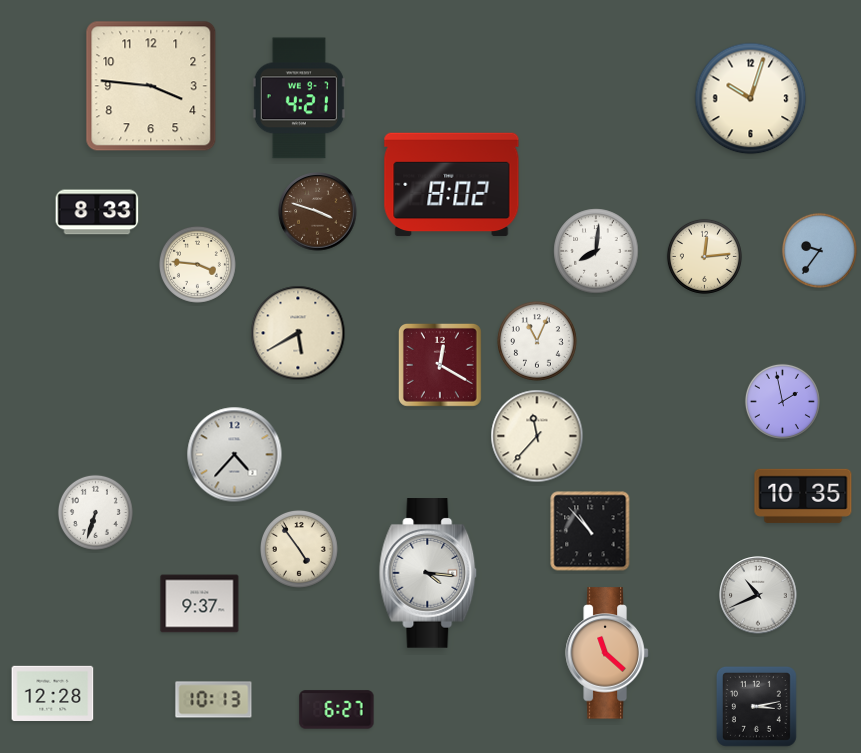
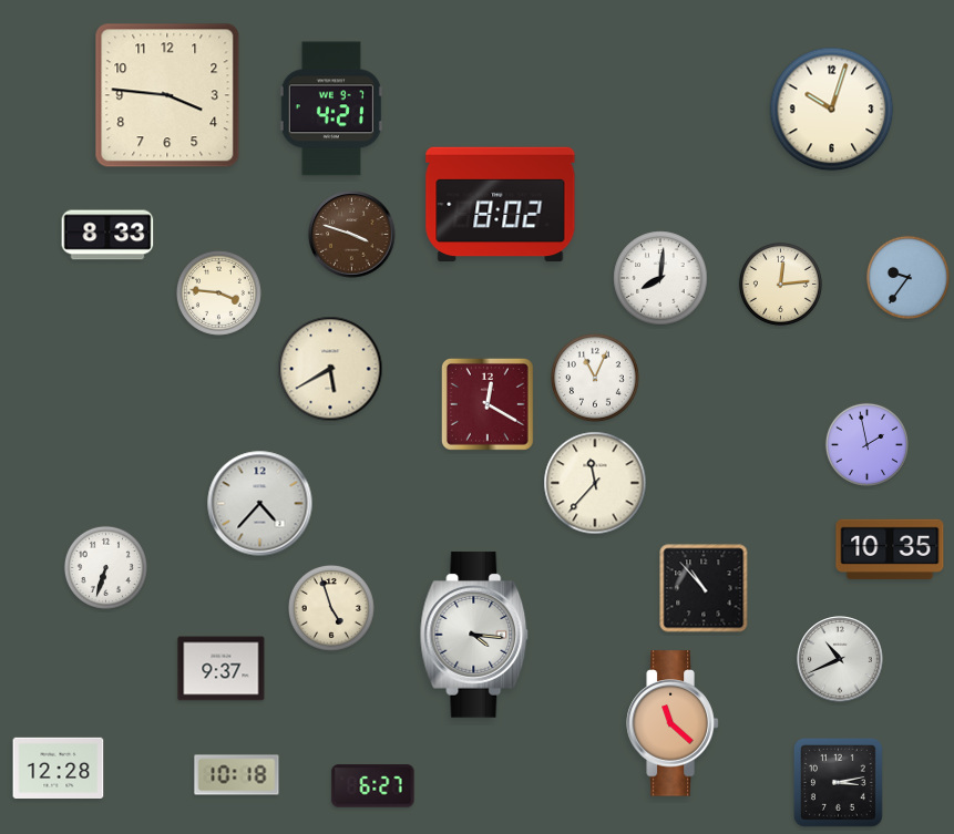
clock at (590, 531) position: (590, 531) -> (704, 588)
clock at (299, 549): 4:54 -> 4:57
clock at (214, 700): 10:13 -> 10:18
